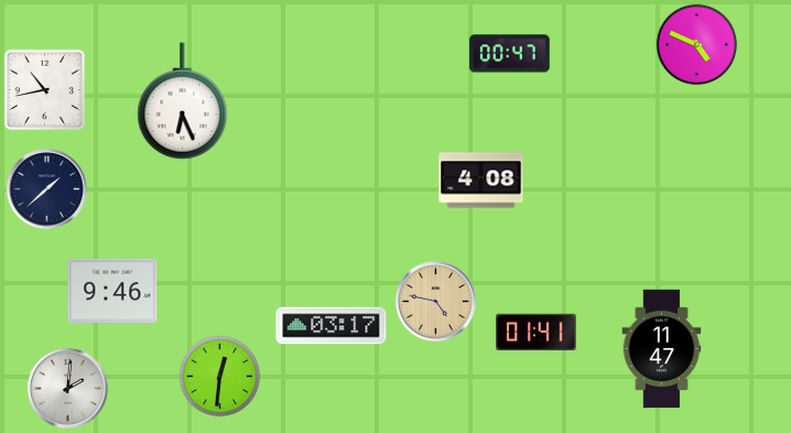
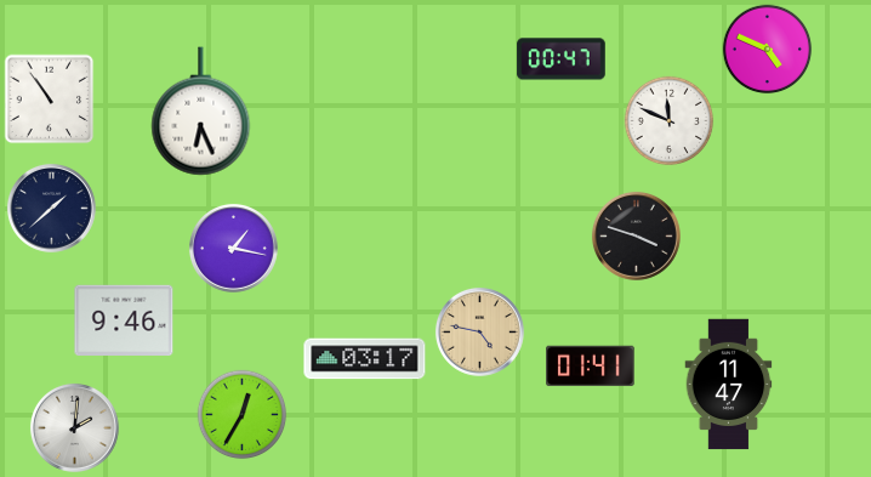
clock at (45, 90): 10:43 -> 10:54
clock at (670, 121): none -> 11:49
clock at (481, 181): 4:08 -> none
clock at (636, 235): none -> 3:48
clock at (233, 248): none -> 1:17
clock at (220, 377): 12:31 -> 12:35
